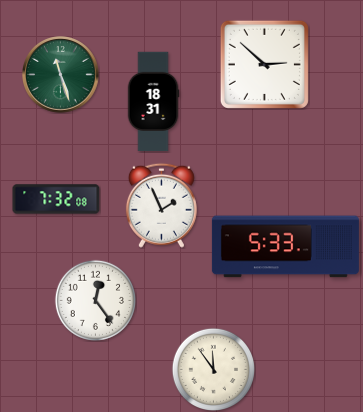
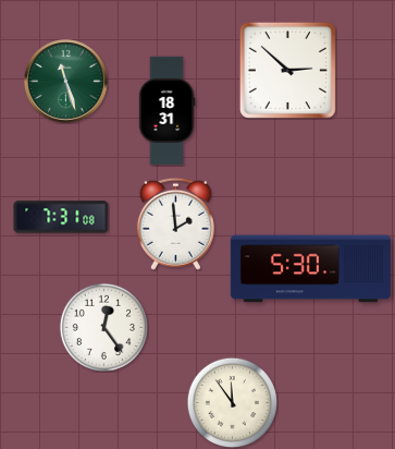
clock at (56, 199): 7:32 -> 7:31
clock at (161, 205): 1:56 -> 1:59
clock at (285, 247): 5:33 -> 5:30
